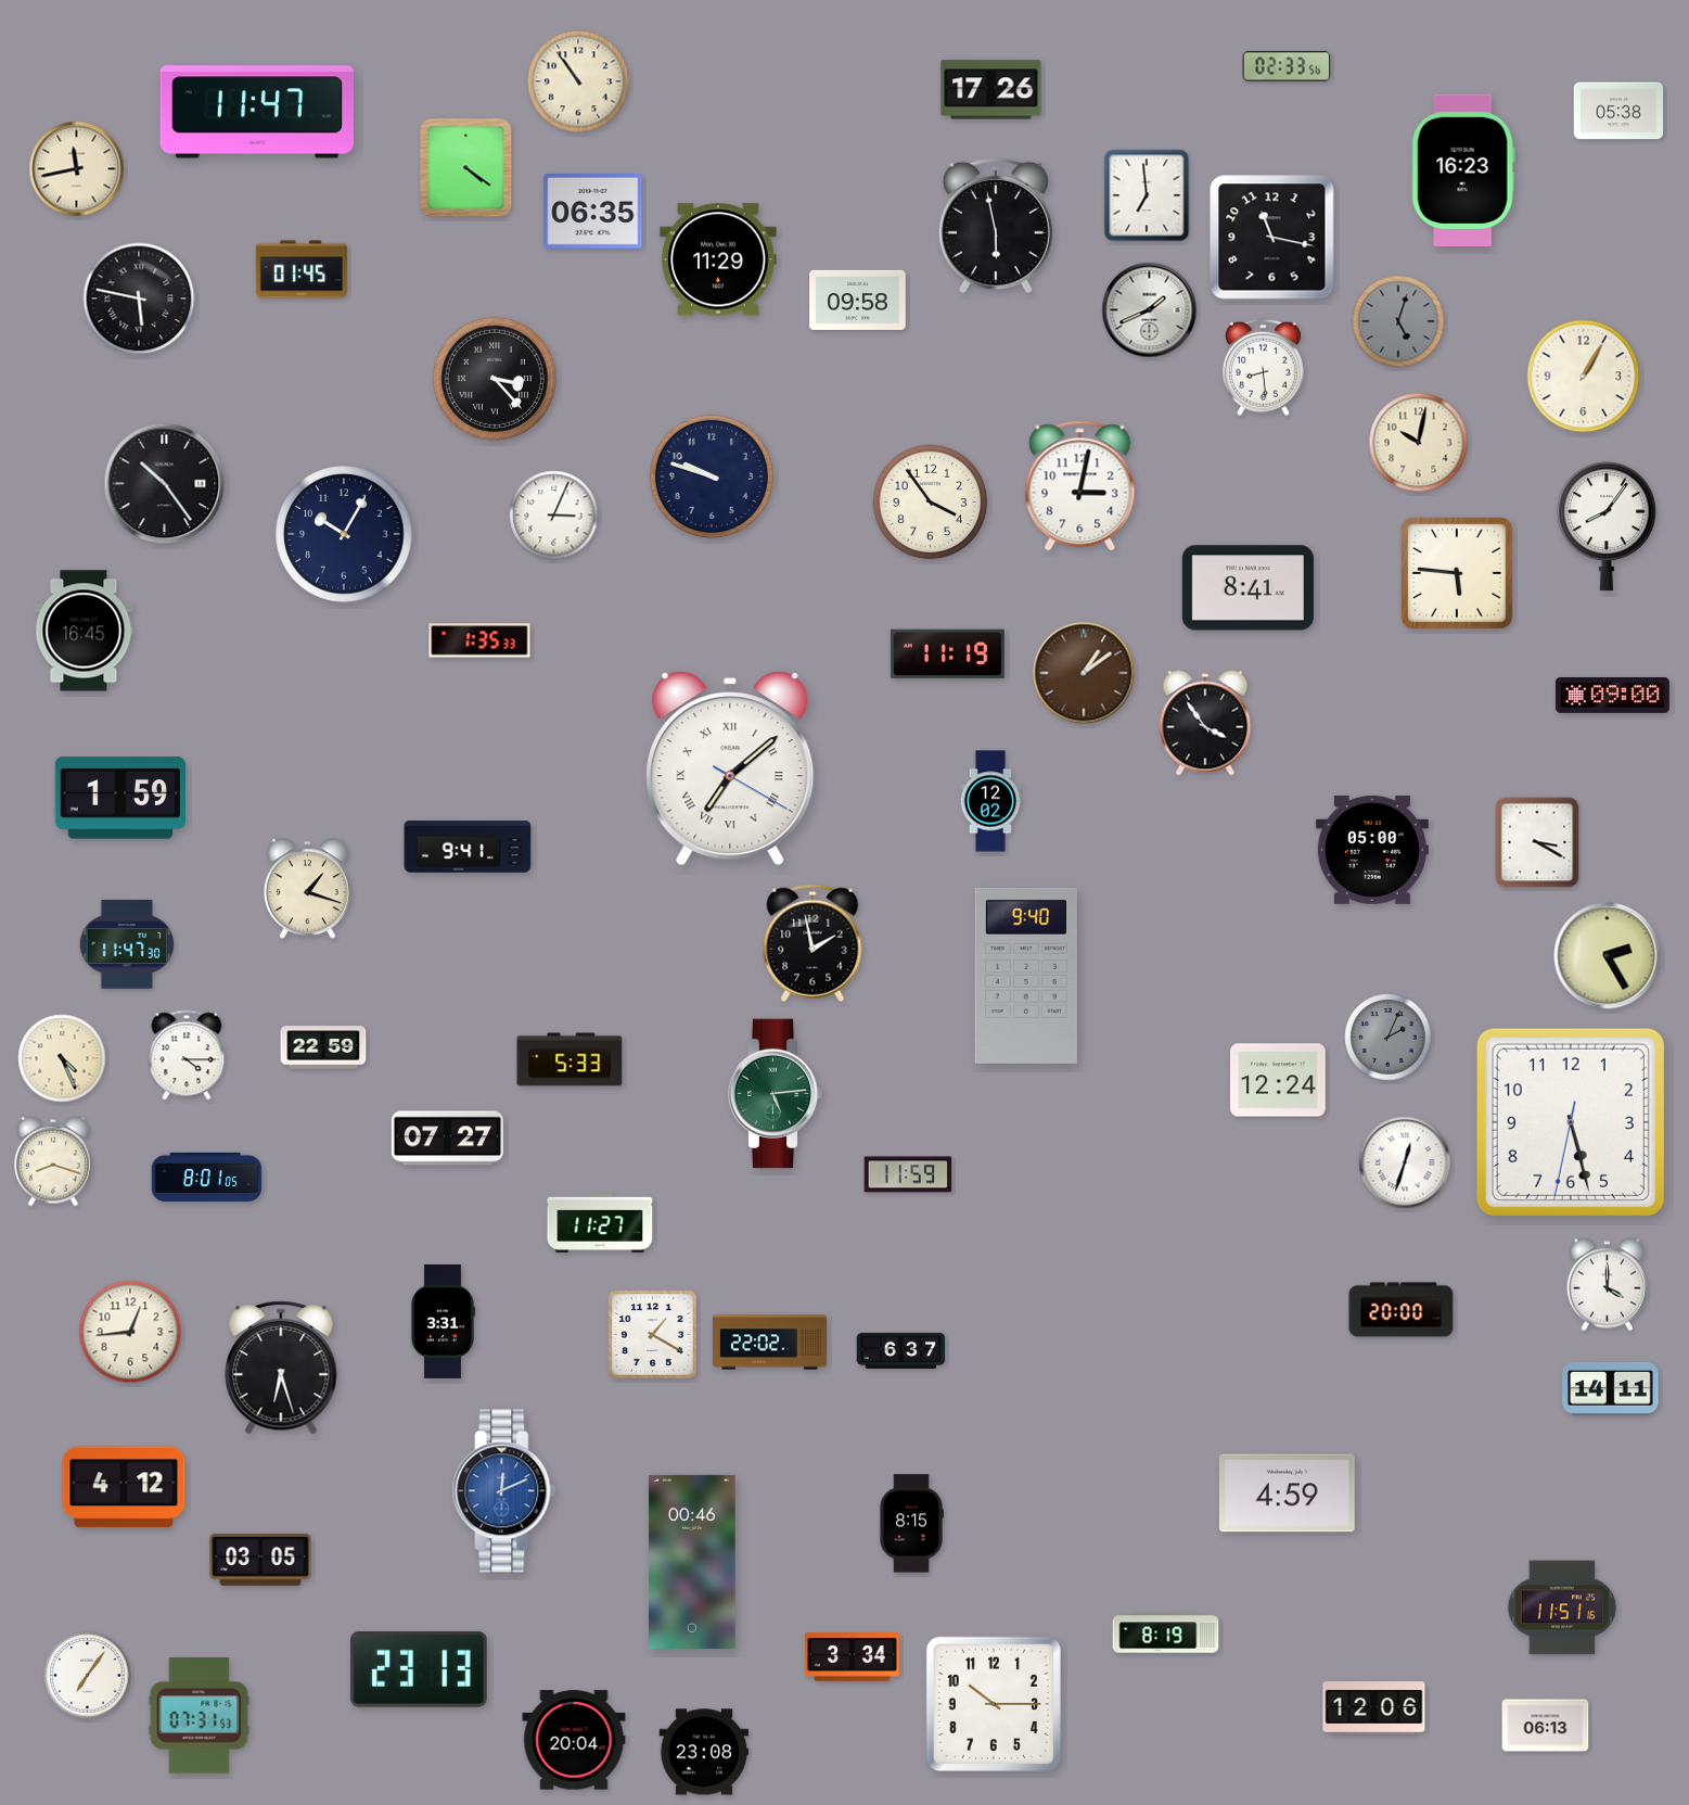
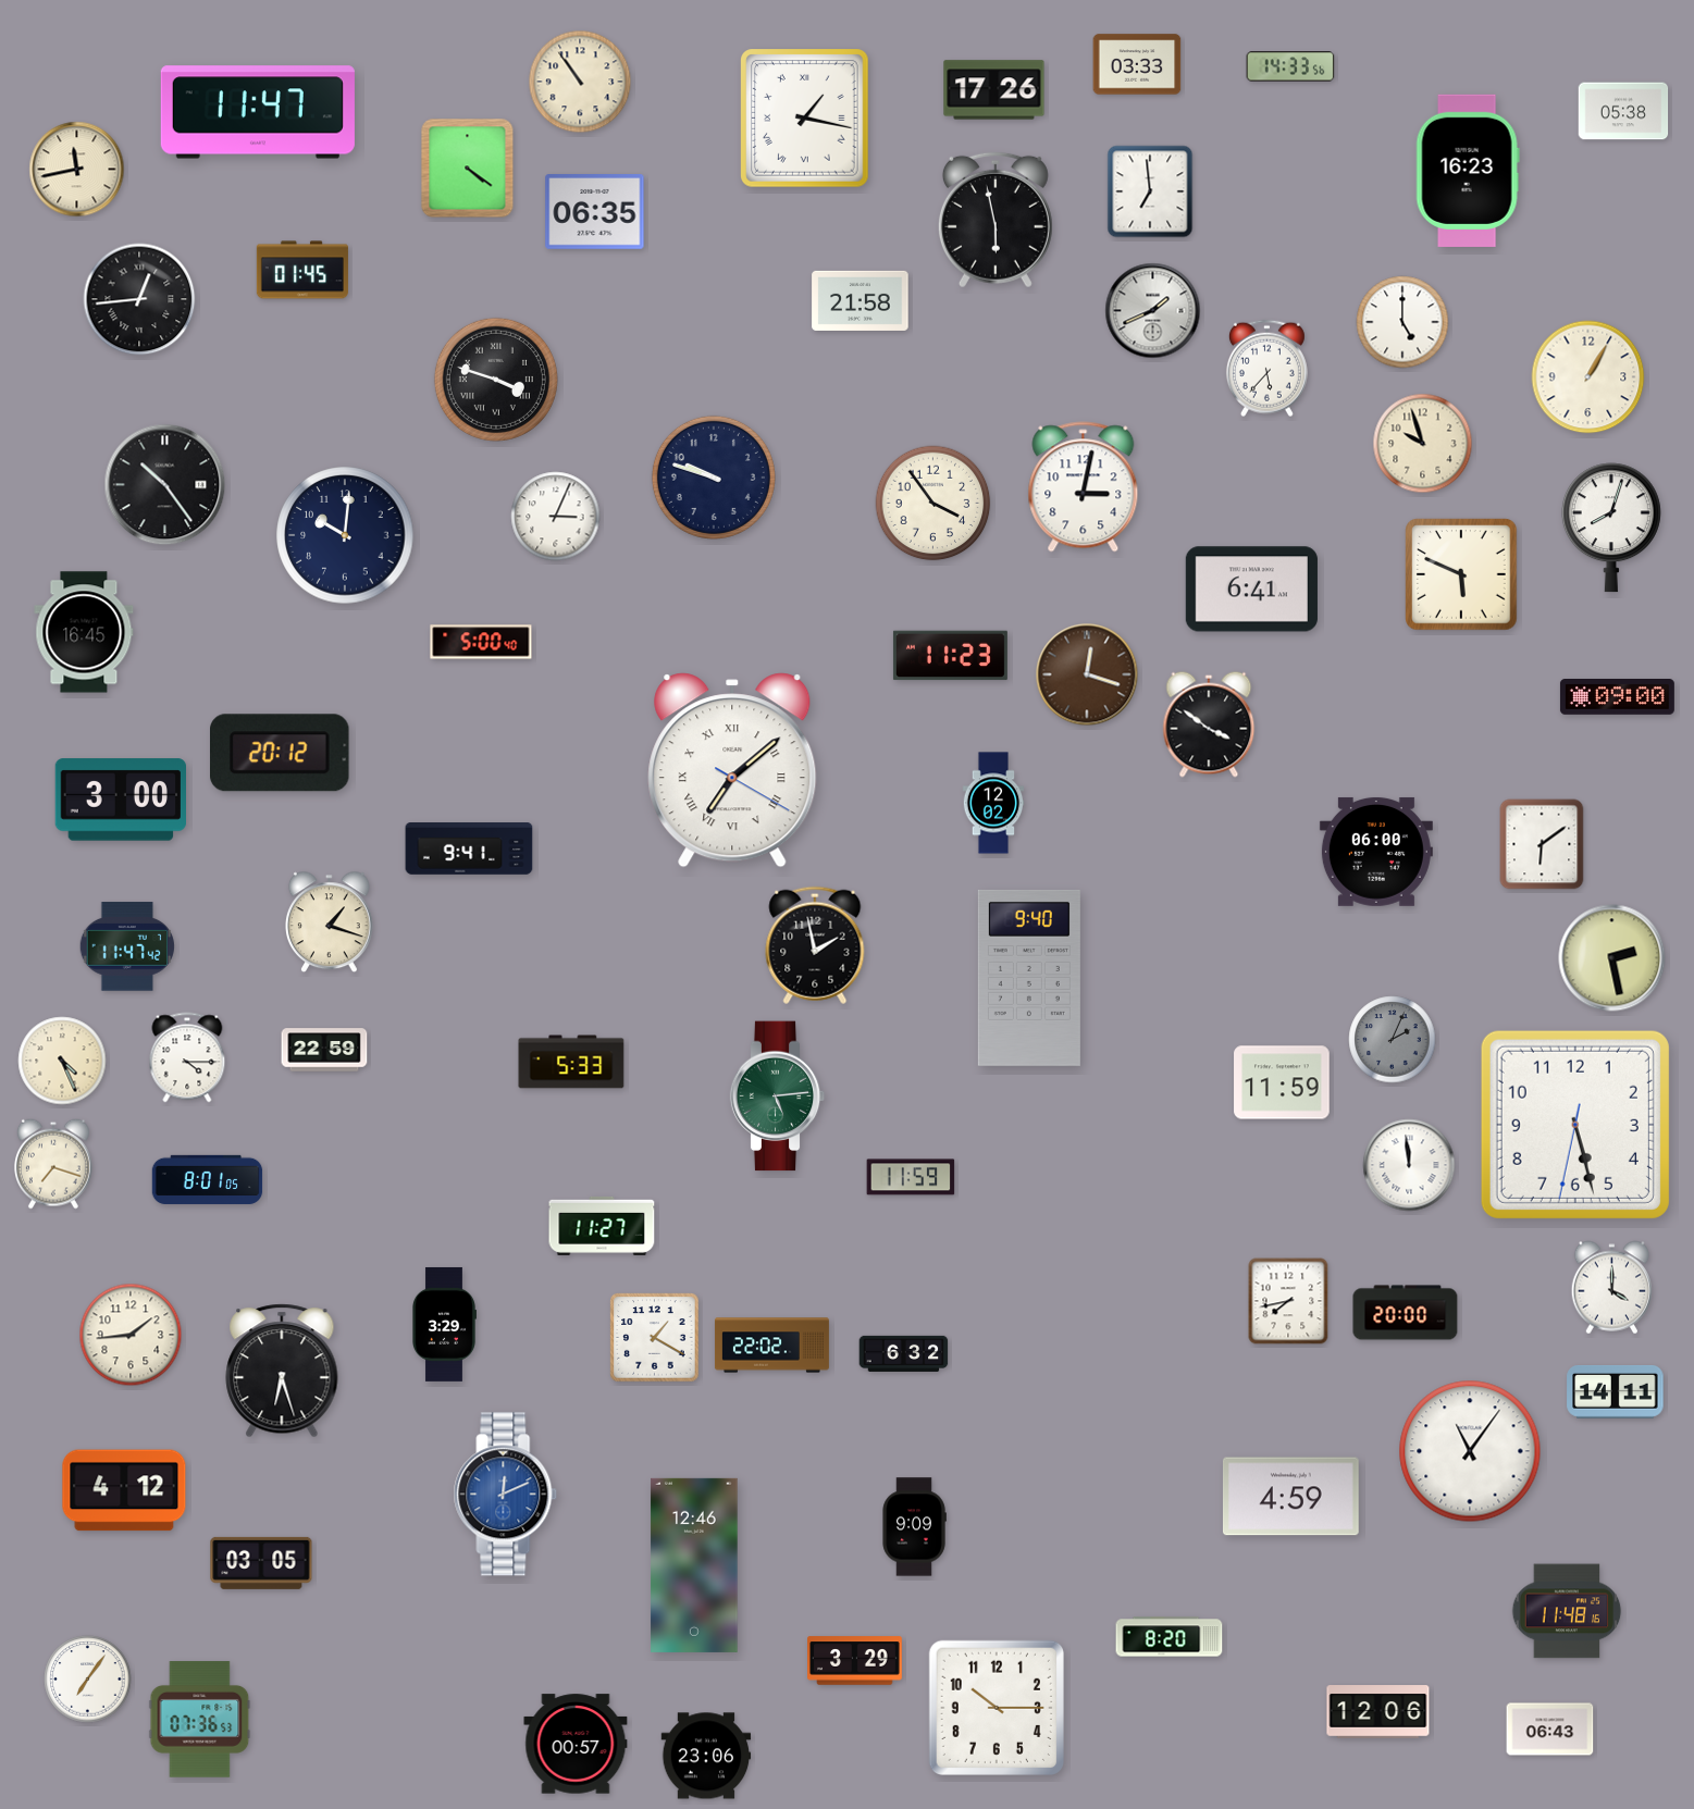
clock at (1137, 64): none -> 03:33
clock at (1287, 66): 02:33 -> 14:33
clock at (805, 119): none -> 1:17
clock at (1147, 195) position: (1147, 195) -> (1150, 191)
clock at (996, 226) position: (996, 226) -> (996, 220)
clock at (1272, 238): 11:17 -> none
clock at (718, 259): 11:29 -> none
clock at (139, 298): 5:47 -> 12:44
clock at (858, 300): 09:58 -> 21:58
clock at (1398, 321): 5:03 -> 5:00
clock at (1398, 321) dial: grey -> white
clock at (1263, 368): 8:29 -> 5:37
clock at (495, 379): 3:23 -> 3:48
clock at (1419, 443): 10:02 -> 9:57
clock at (1607, 526): 8:06 -> 8:03
clock at (344, 534): 10:05 -> 10:01
clock at (1457, 573): 5:46 -> 5:49
clock at (1247, 588): 8:41 -> 6:41
clock at (479, 640): 1:35 -> 5:00
clock at (947, 654): 11:19 -> 11:23
clock at (1084, 673): 1:09 -> 12:18
clock at (1205, 723): 3:54 -> 3:51
clock at (281, 753): none -> 20:12
clock at (119, 798): 1:59 -> 3:00
clock at (1537, 842): 3:20 -> 6:09
clock at (1372, 850): 05:00 -> 06:00
clock at (307, 889) position: (307, 889) -> (329, 922)
clock at (126, 944): 11:47:30 -> 11:47:42
clock at (1608, 956): 2:25 -> 2:28
clock at (1278, 1080): 12:24 -> 11:59
clock at (447, 1139): 07:27 -> none
clock at (53, 1161): 8:18 -> 7:18
clock at (1405, 1162): 12:33 -> 11:59
clock at (1288, 1301): none -> 7:43
clock at (444, 1321): 3:31 -> 3:29
clock at (130, 1332): 12:44 -> 1:44
clock at (901, 1350): 6:37 -> 6:32
clock at (1470, 1451): none -> 11:06
clock at (911, 1524): 8:15 -> 9:09
clock at (692, 1562): 00:46 -> 12:46
clock at (1562, 1607): 11:51 -> 11:48
clock at (1166, 1634): 8:19 -> 8:20
clock at (853, 1657): 3:34 -> 3:29
clock at (420, 1669): 23:13 -> none
clock at (200, 1716): 07:31 -> 07:36
clock at (1546, 1726): 06:13 -> 06:43
clock at (574, 1740): 20:04 -> 00:57
clock at (704, 1752): 23:08 -> 23:06
